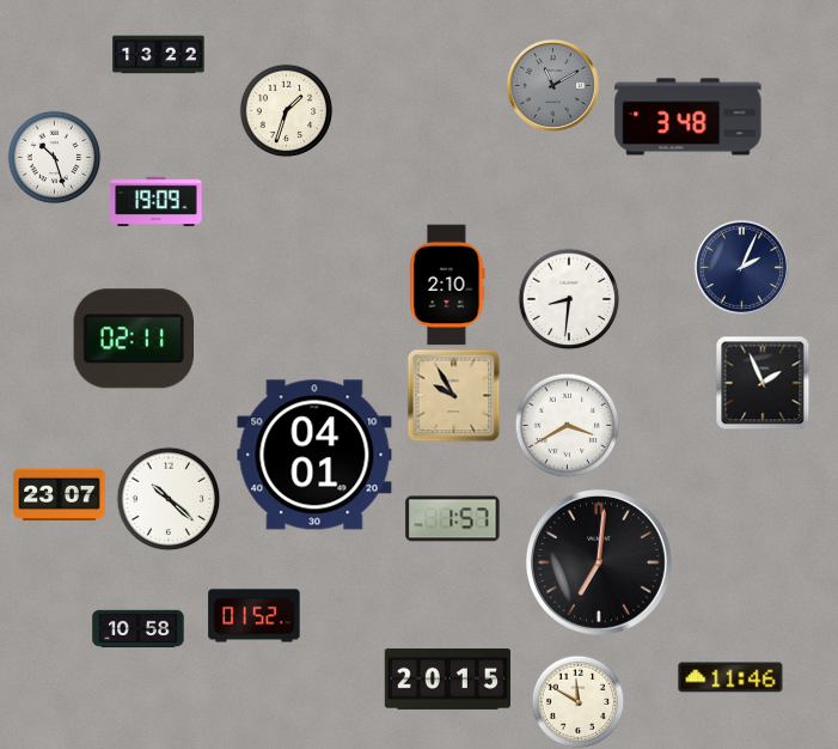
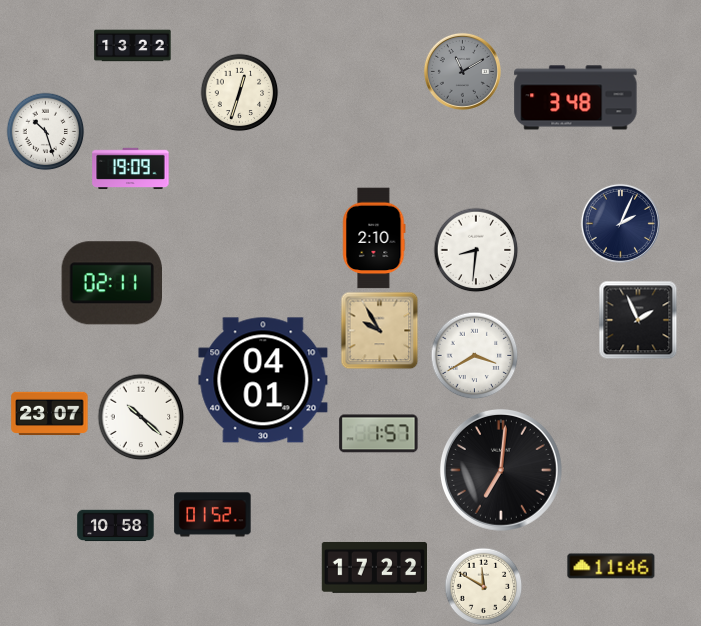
clock at (286, 110): 1:33 -> 12:33
clock at (447, 678): 20:15 -> 17:22
